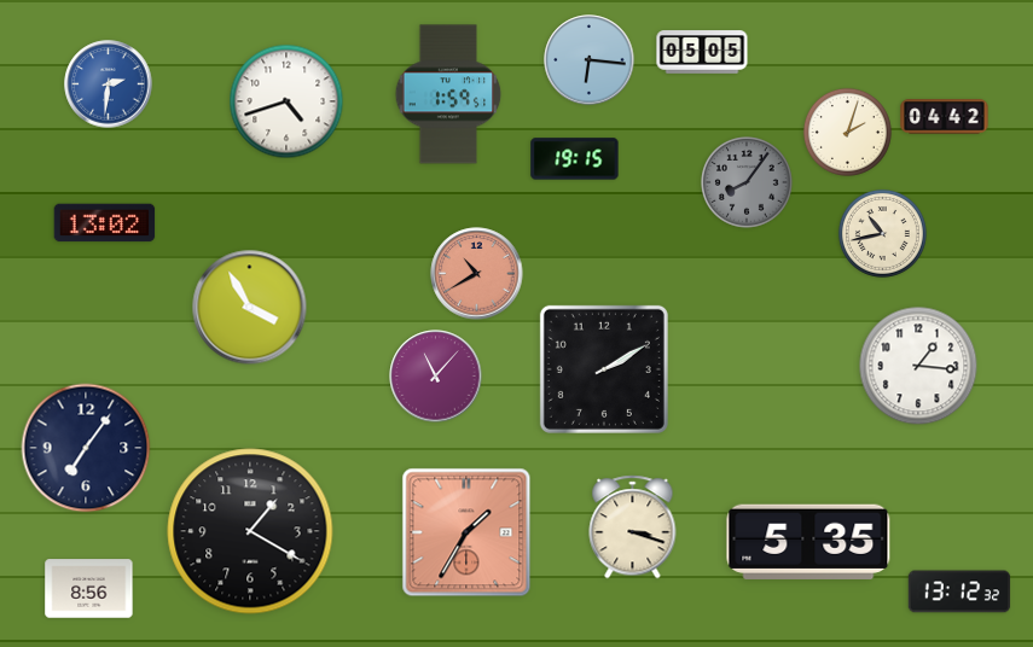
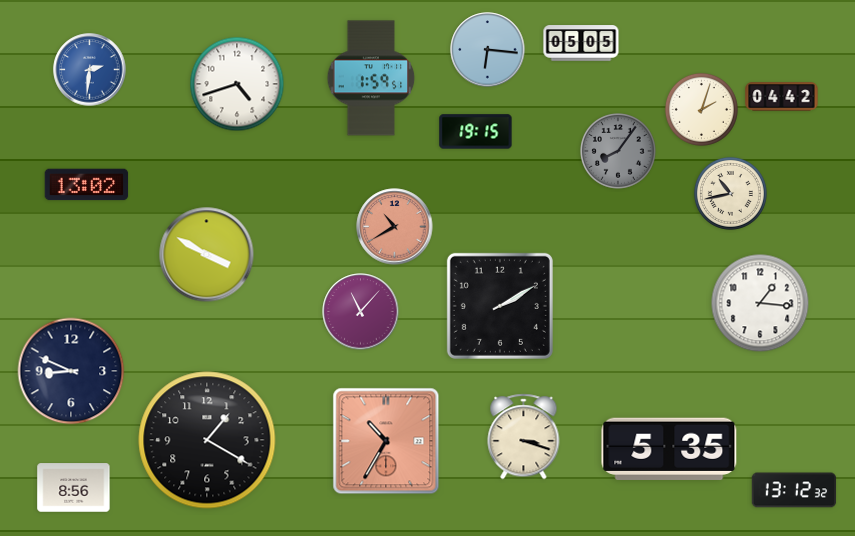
clock at (250, 308): 3:55 -> 3:50
clock at (86, 448): 7:06 -> 8:49
clock at (466, 532): 1:35 -> 10:35
